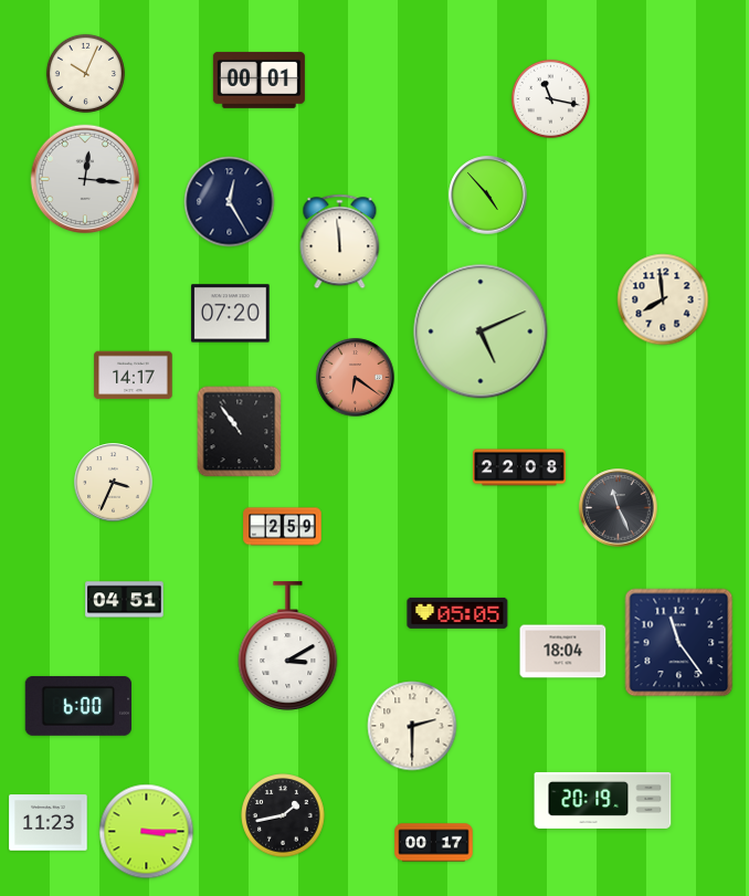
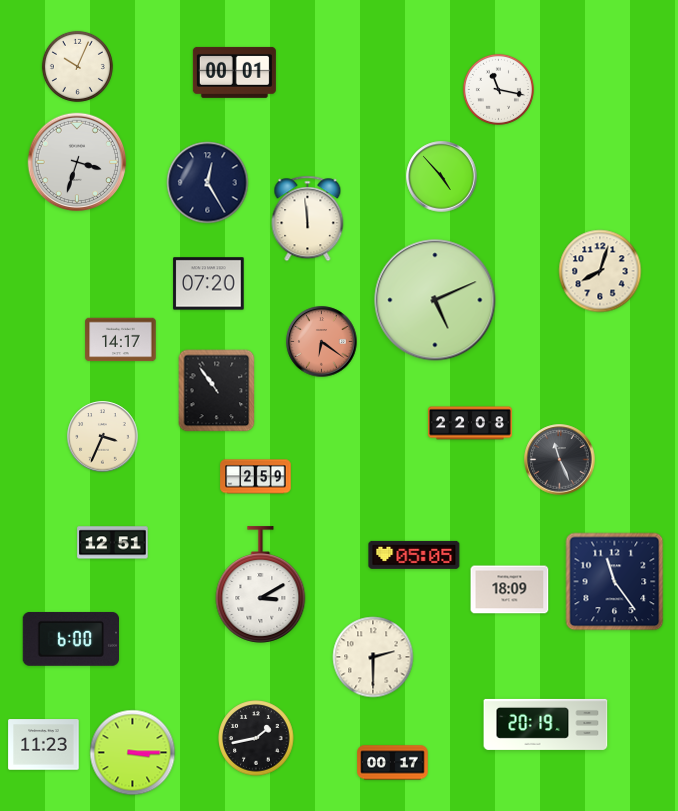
clock at (85, 179): 12:16 -> 3:33
clock at (663, 299): 7:59 -> 8:03
clock at (125, 600): 04:51 -> 12:51
clock at (563, 652): 18:04 -> 18:09
